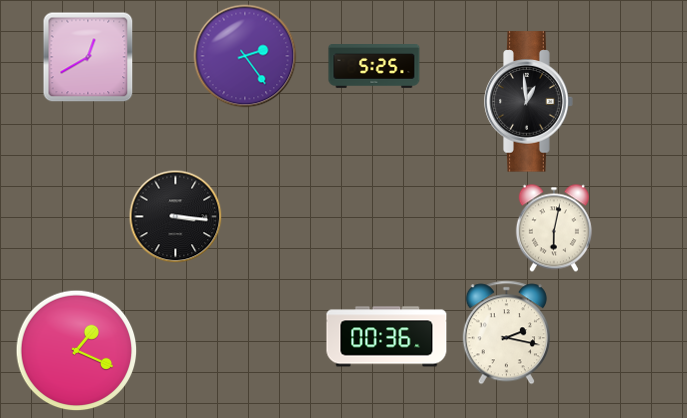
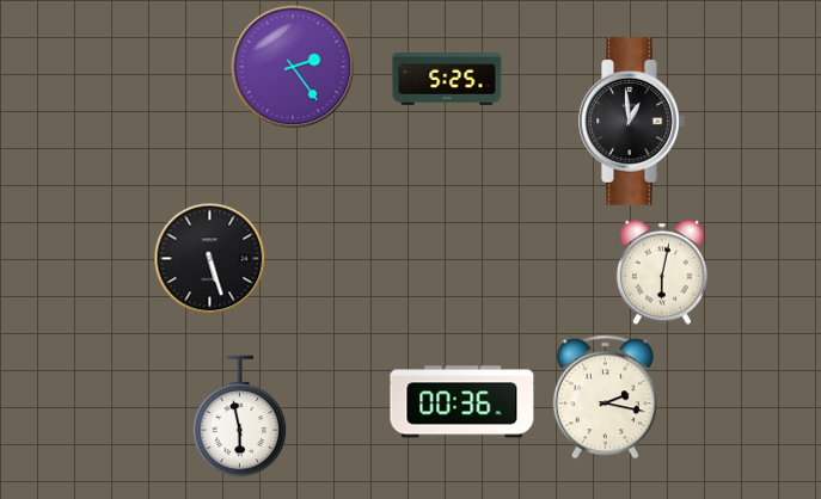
clock at (88, 57): 12:40 -> none
clock at (176, 217): 3:16 -> 5:27
clock at (240, 417): none -> 5:58
clock at (77, 351): 1:19 -> none
